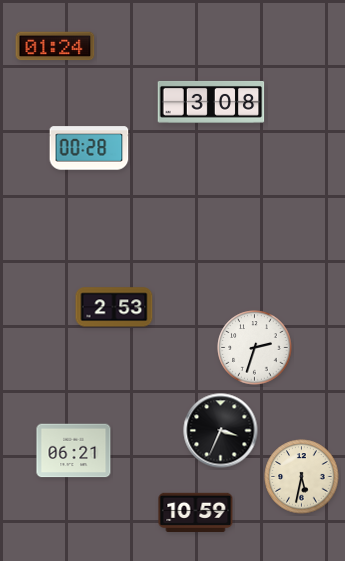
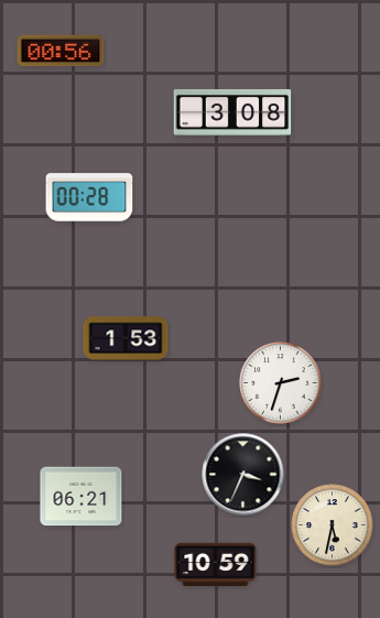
clock at (55, 46): 01:24 -> 00:56
clock at (89, 148) position: (89, 148) -> (89, 197)
clock at (114, 307): 2:53 -> 1:53
